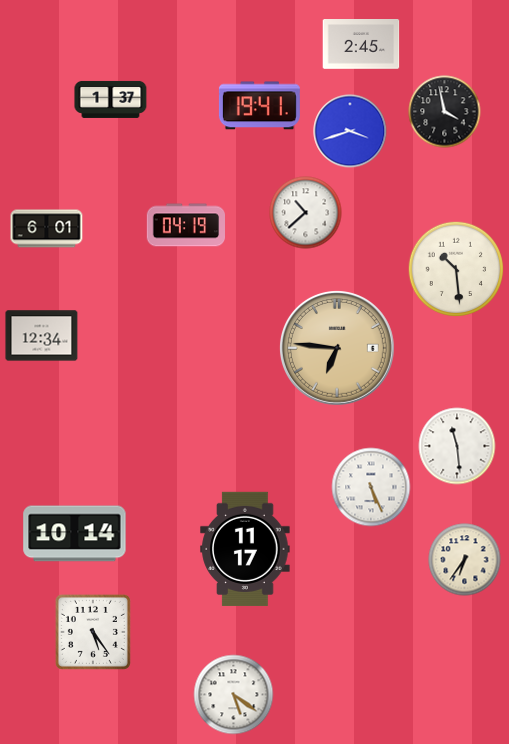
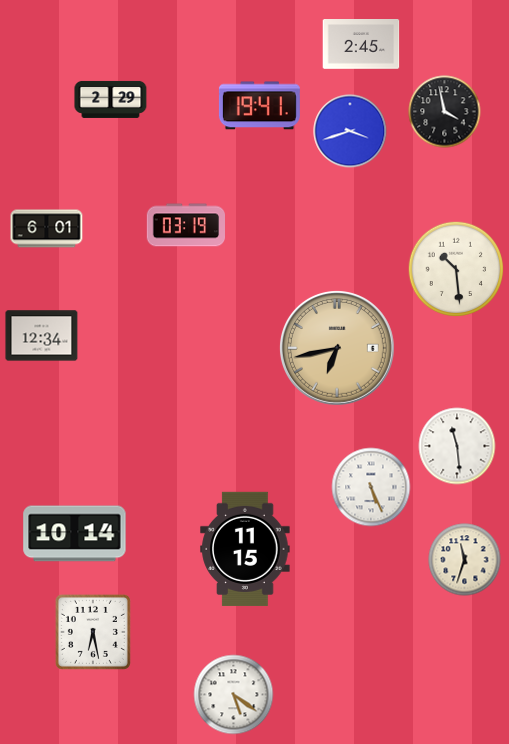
clock at (111, 99): 1:37 -> 2:29
clock at (306, 213): 10:38 -> none
clock at (185, 225): 04:19 -> 03:19
clock at (337, 348): 6:46 -> 6:43
clock at (245, 549): 11:17 -> 11:15
clock at (465, 560): 6:36 -> 11:33
clock at (93, 632): 5:24 -> 6:28
